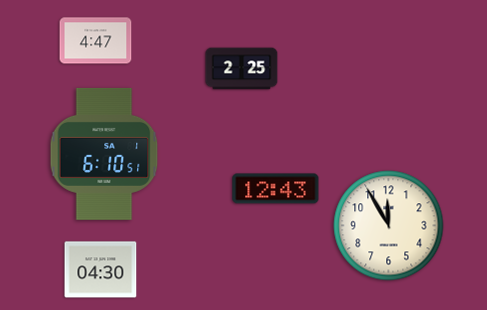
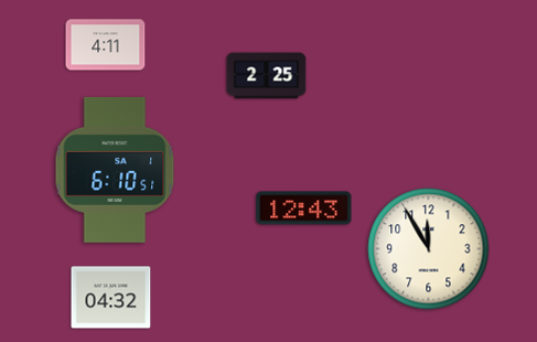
clock at (96, 41): 4:47 -> 4:11
clock at (101, 270): 04:30 -> 04:32
